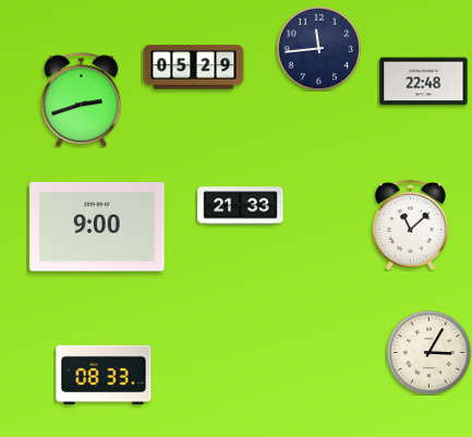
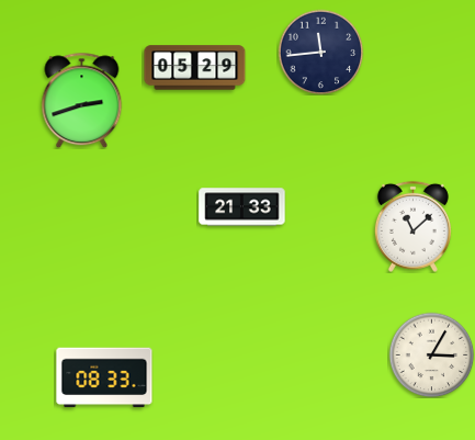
clock at (318, 48) position: (318, 48) -> (320, 52)
clock at (424, 82): 22:48 -> none
clock at (97, 228): 9:00 -> none
